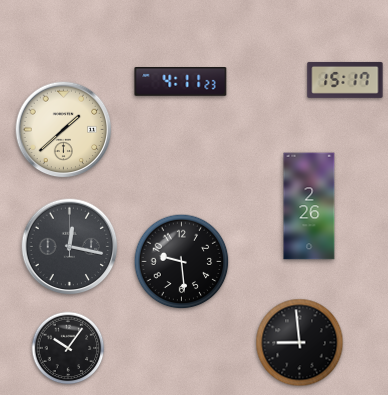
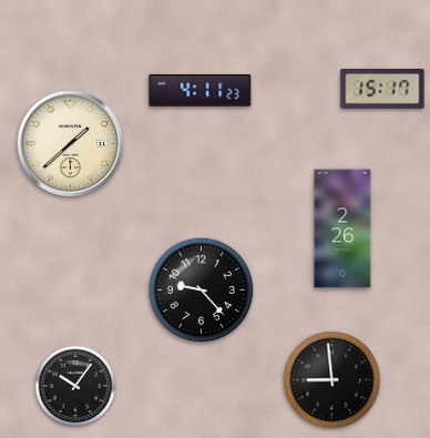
clock at (70, 247): 12:17 -> none
clock at (182, 262): 9:29 -> 9:23
